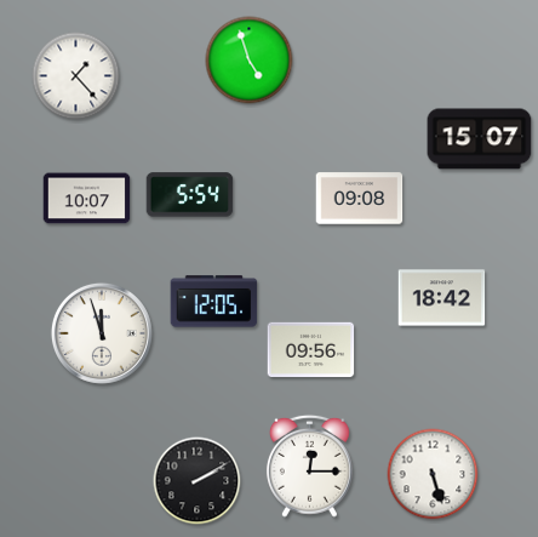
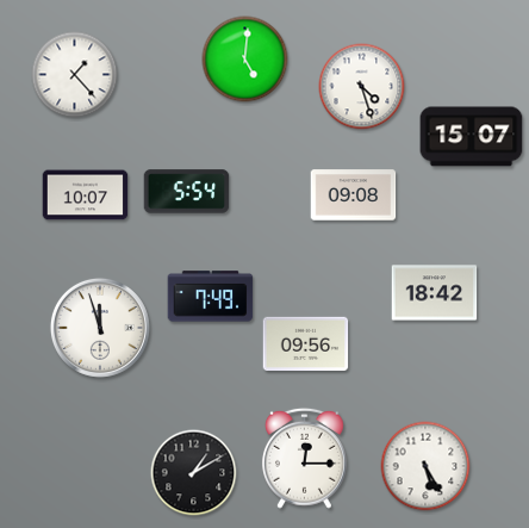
clock at (250, 61): 4:57 -> 5:01
clock at (362, 87): none -> 4:27
clock at (214, 302): 12:05 -> 7:49
clock at (433, 474): 5:27 -> 5:25
clock at (198, 481): 2:10 -> 1:10
